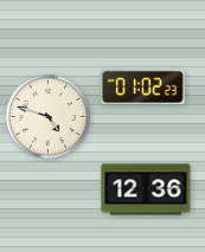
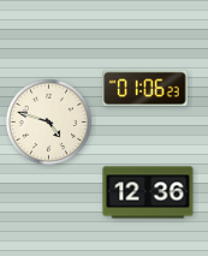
clock at (143, 88): 01:02 -> 01:06
clock at (47, 116) position: (47, 116) -> (48, 121)
